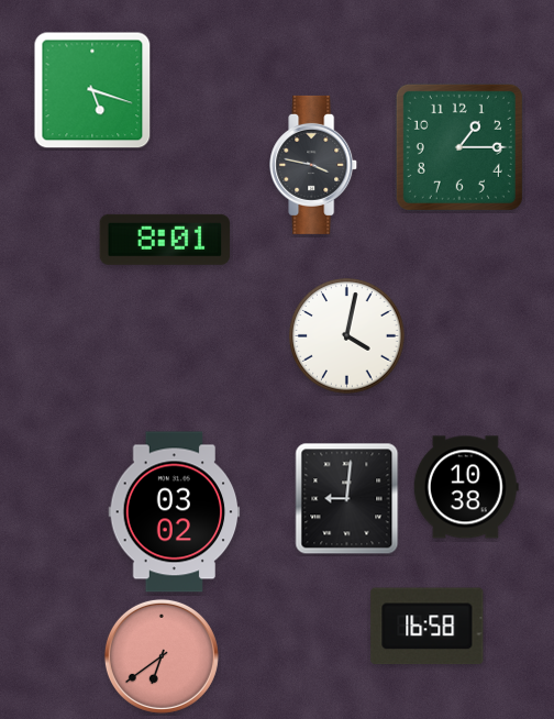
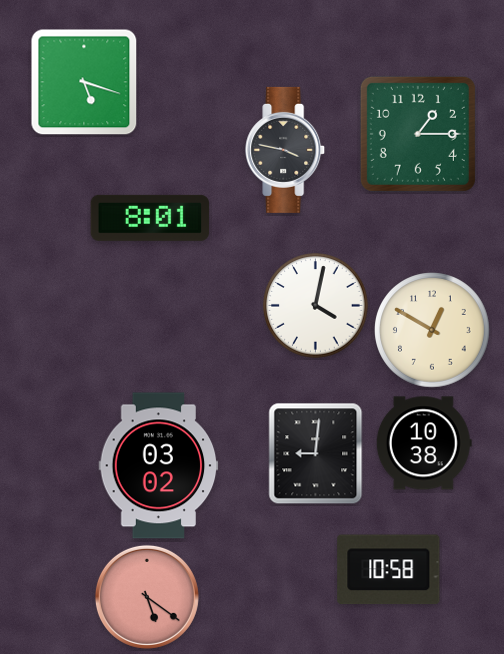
clock at (432, 330): none -> 12:50
clock at (428, 627): 16:58 -> 10:58
clock at (162, 656): 6:39 -> 5:21
